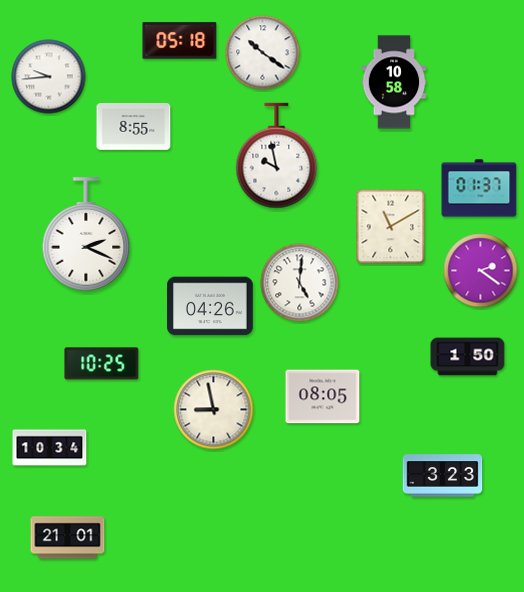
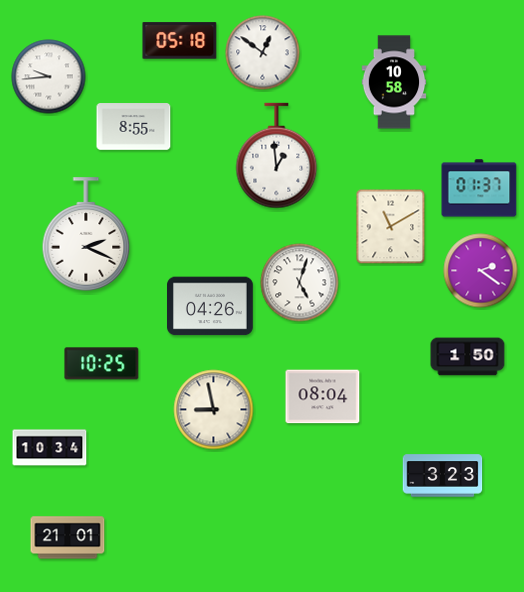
clock at (263, 53): 10:21 -> 12:51
clock at (277, 156): 9:58 -> 12:59
clock at (300, 283): 5:01 -> 5:03
clock at (323, 397): 08:05 -> 08:04
